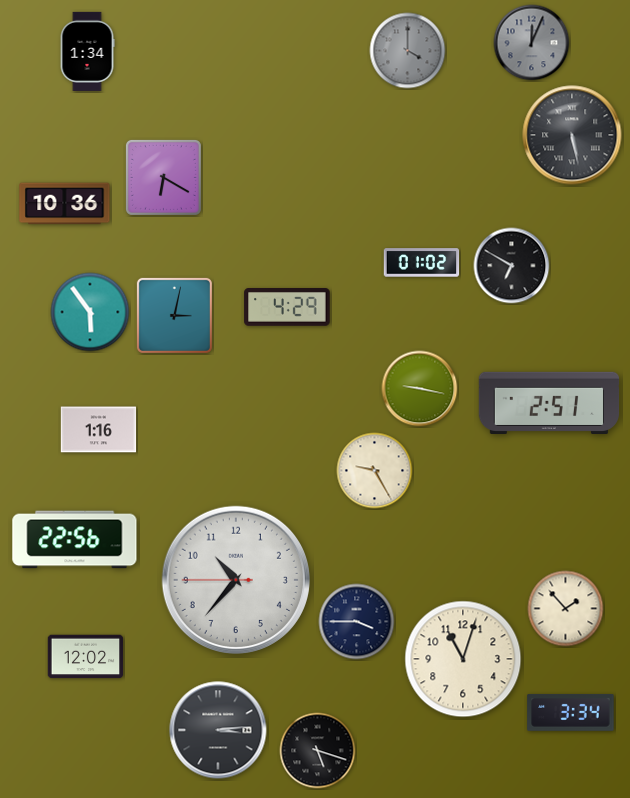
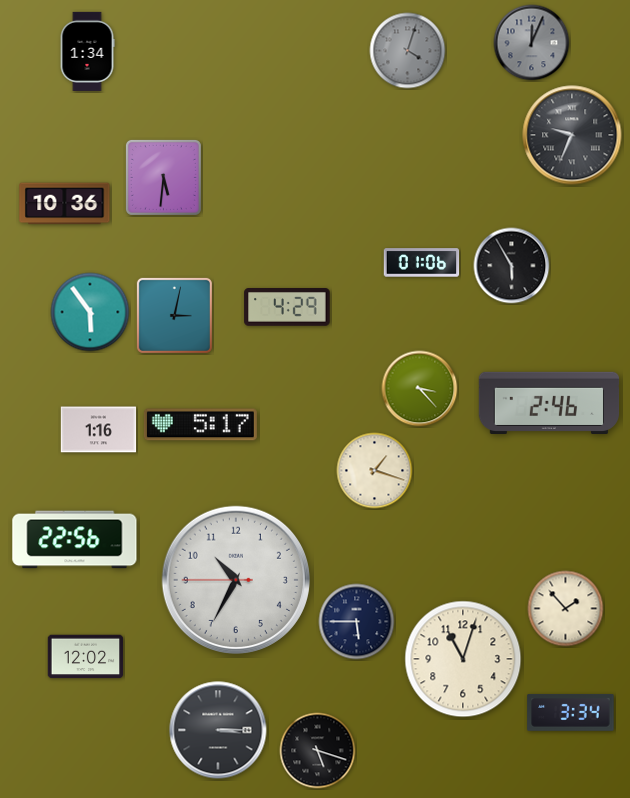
clock at (408, 51): 4:00 -> 4:03
clock at (572, 135): 5:28 -> 9:34
clock at (163, 177): 6:20 -> 5:31
clock at (422, 263): 01:02 -> 01:06
clock at (512, 266): 6:50 -> 5:55
clock at (420, 389): 9:17 -> 3:23
clock at (549, 402): 2:51 -> 2:46
clock at (200, 425): none -> 5:17
clock at (375, 471): 9:25 -> 1:18
clock at (236, 580): 10:36 -> 10:34
clock at (357, 622): 3:45 -> 5:45
clock at (218, 730): 3:14 -> 3:15
